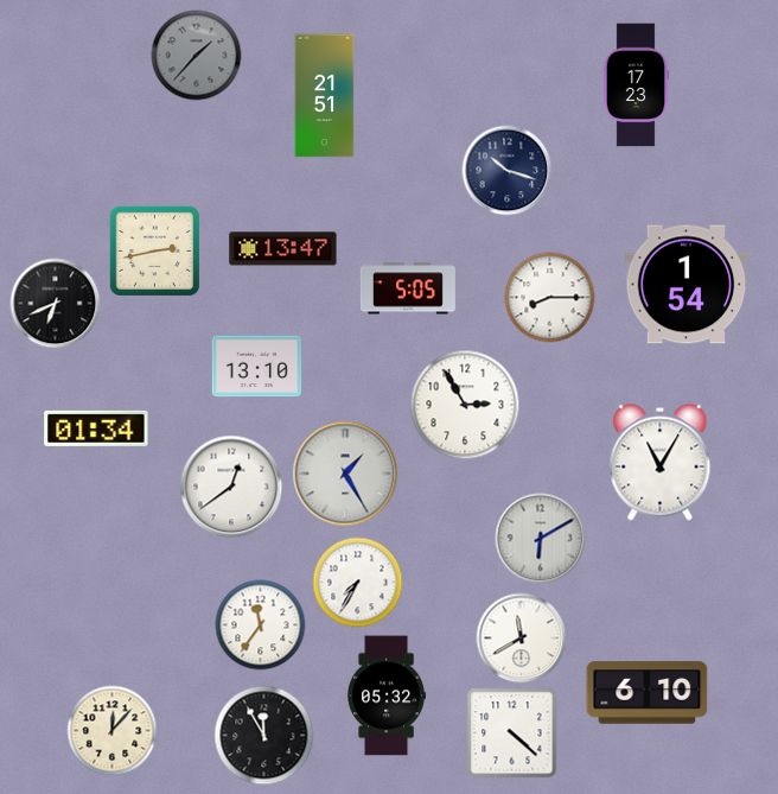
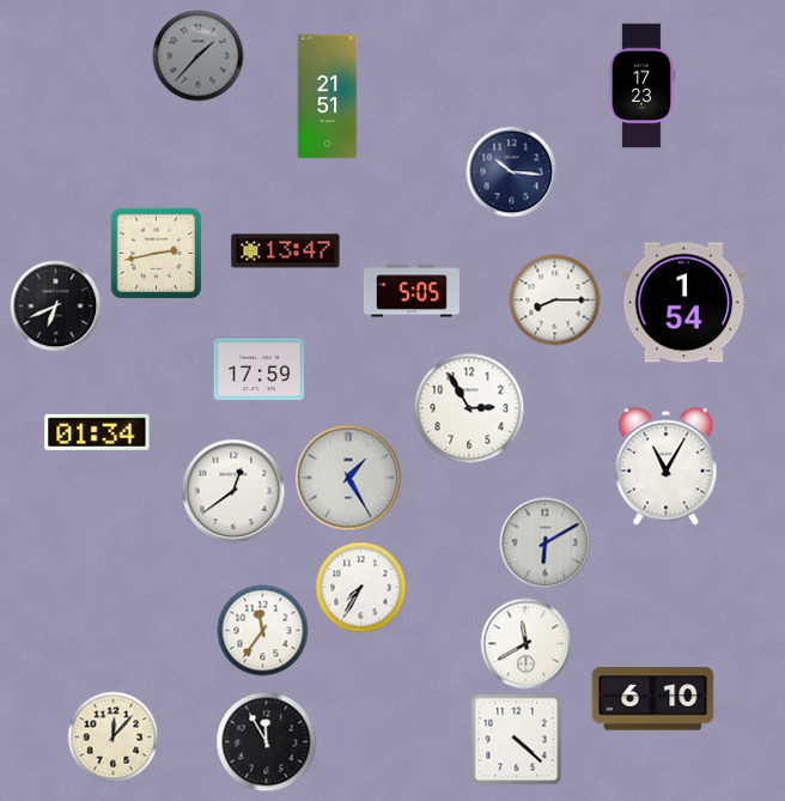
clock at (508, 171): 10:18 -> 10:16
clock at (687, 285) position: (687, 285) -> (684, 303)
clock at (257, 367): 13:10 -> 17:59
clock at (385, 695): 05:32 -> none
